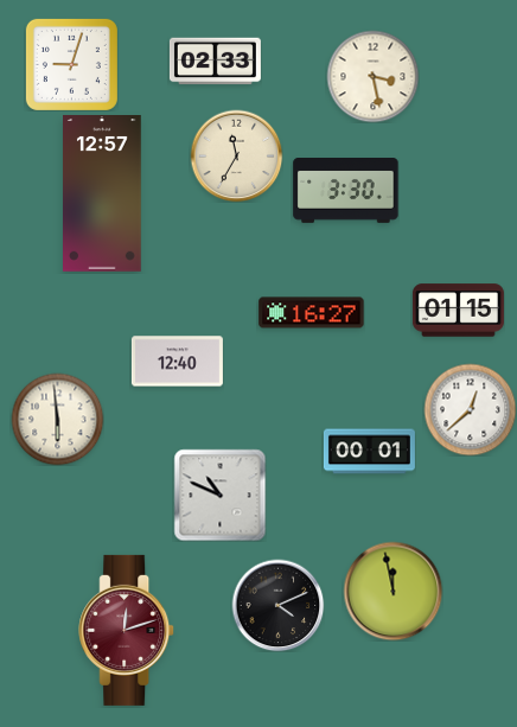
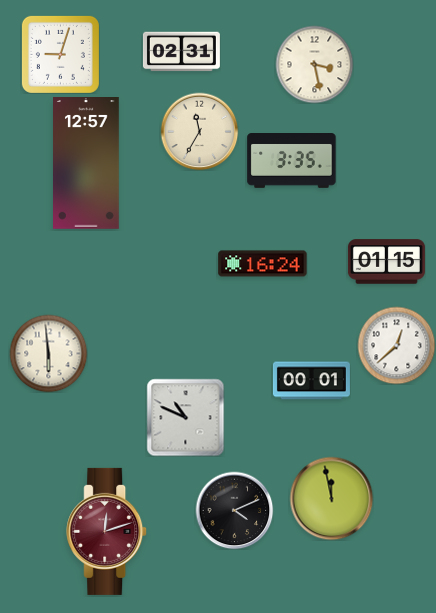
clock at (215, 62): 02:33 -> 02:31
clock at (346, 191): 3:30 -> 3:35
clock at (312, 313): 16:27 -> 16:24
clock at (177, 362): 12:40 -> none
